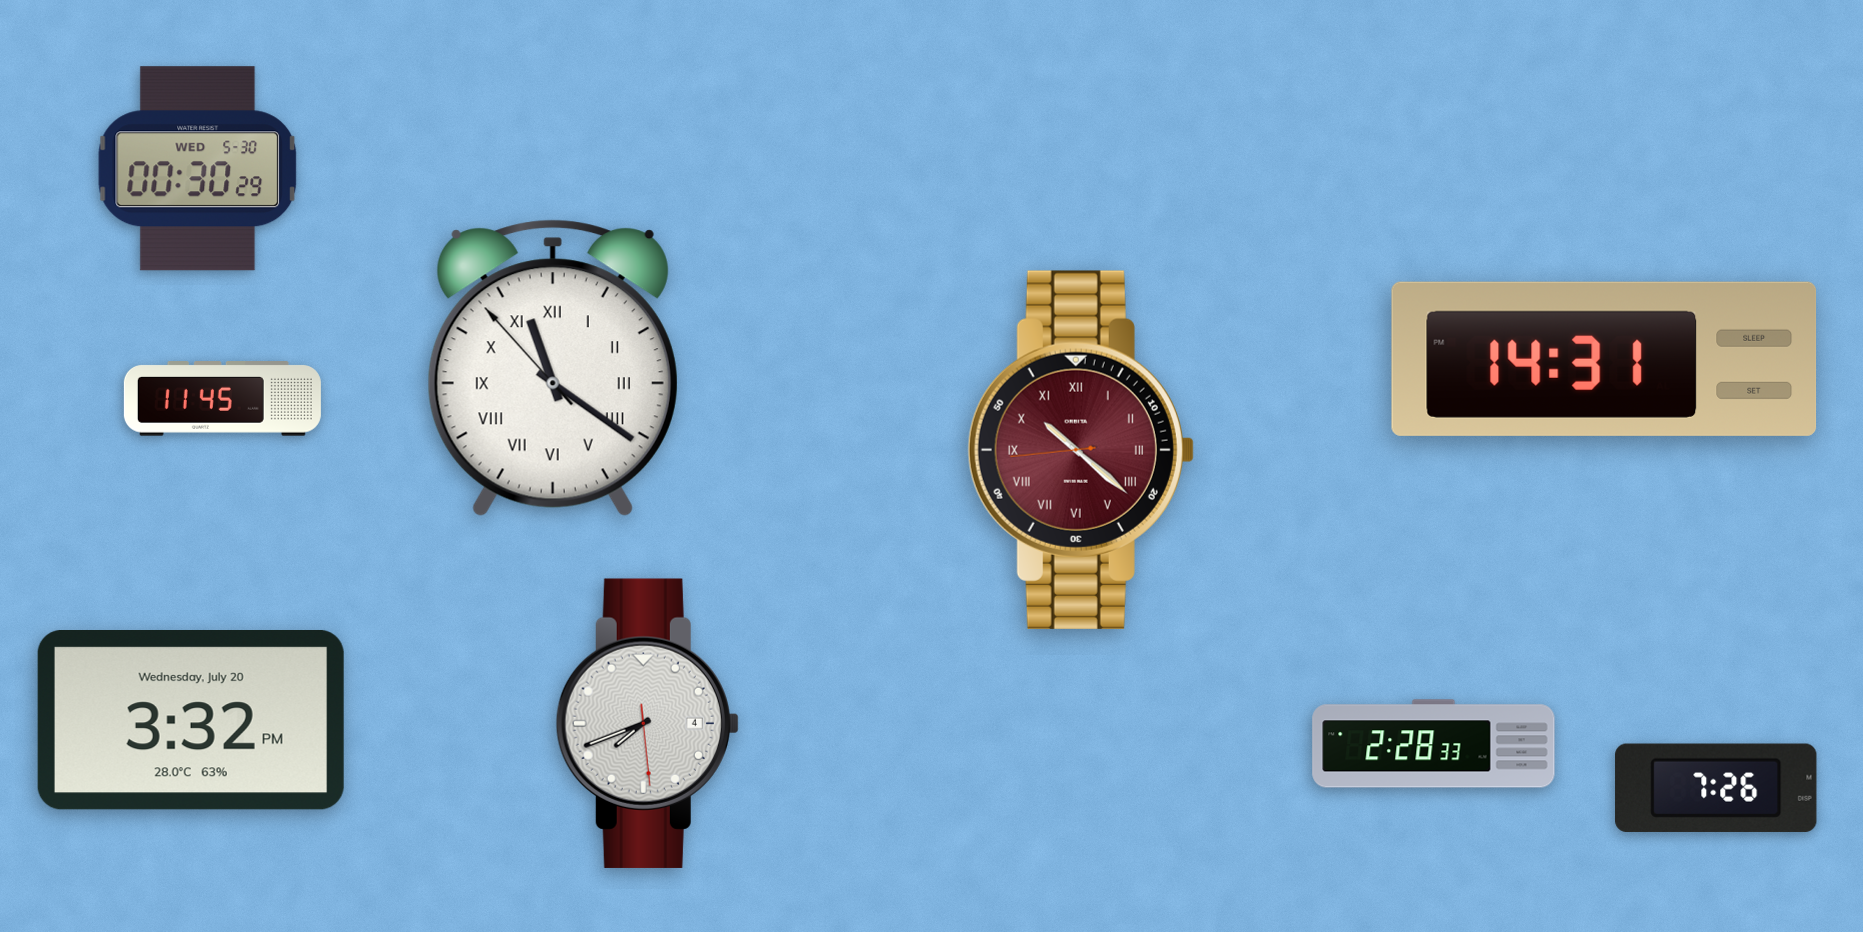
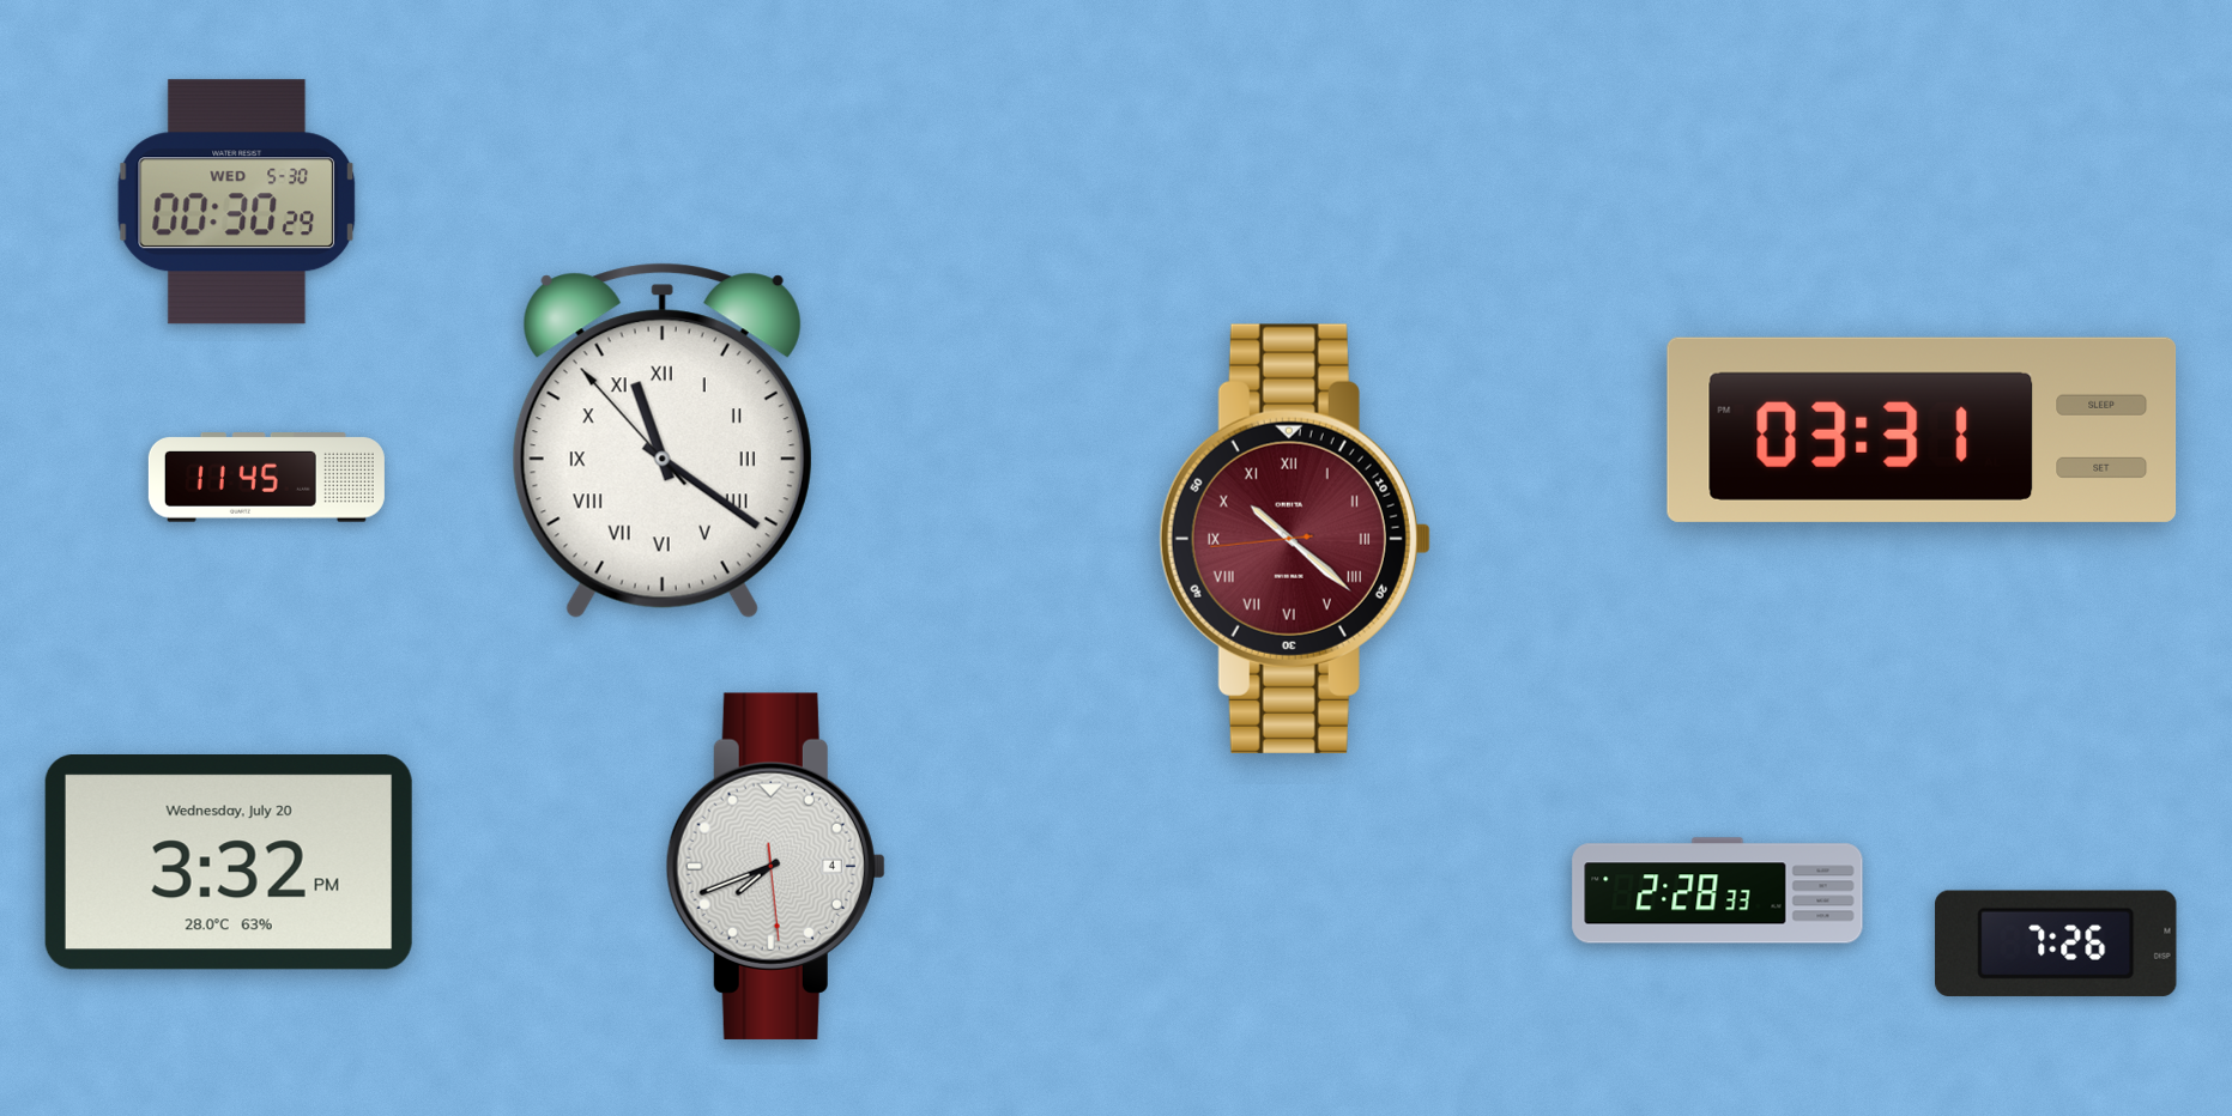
clock at (1604, 359): 14:31 -> 03:31
